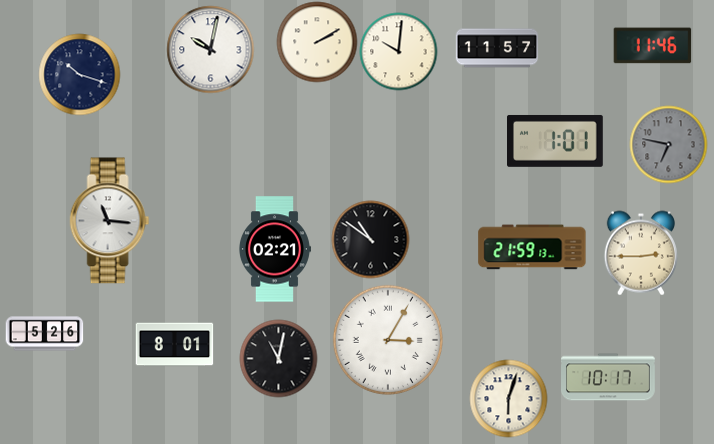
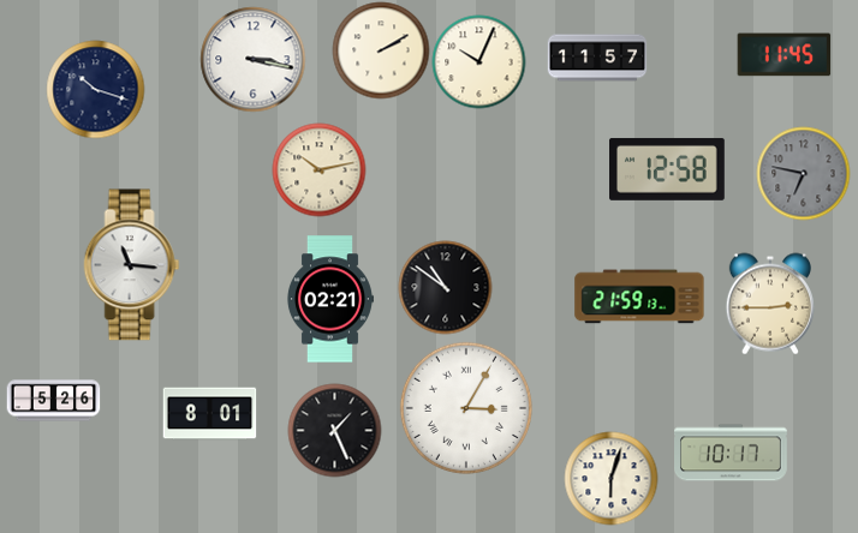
clock at (652, 46): 11:46 -> 11:45
clock at (210, 49): 10:02 -> 3:17
clock at (398, 51): 10:01 -> 10:04
clock at (318, 169): none -> 10:13
clock at (556, 141): 1:01 -> 12:58
clock at (278, 358): 11:02 -> 1:26
